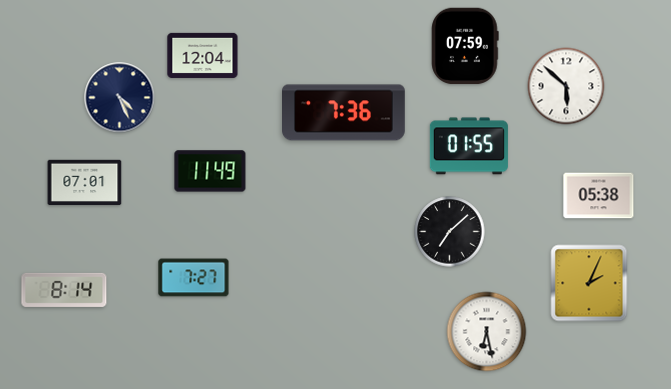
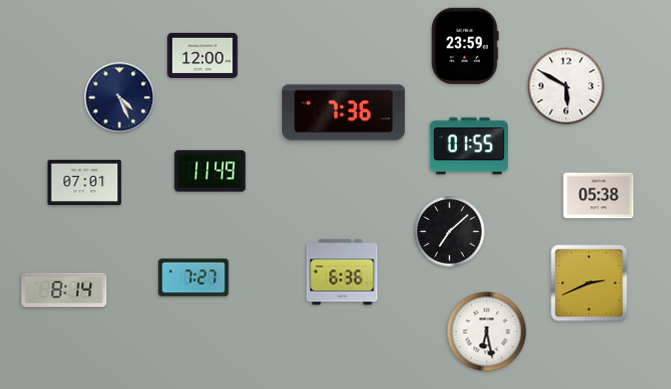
clock at (465, 46): 07:59 -> 23:59
clock at (203, 55): 12:04 -> 12:00
clock at (566, 86): 5:52 -> 5:50
clock at (342, 272): none -> 6:36
clock at (589, 283): 2:04 -> 2:41
